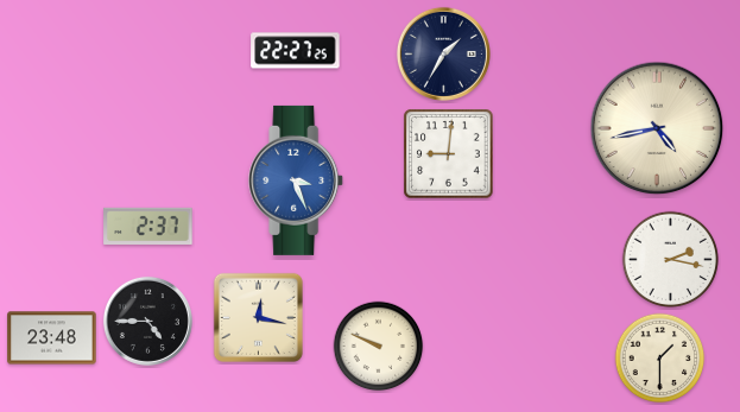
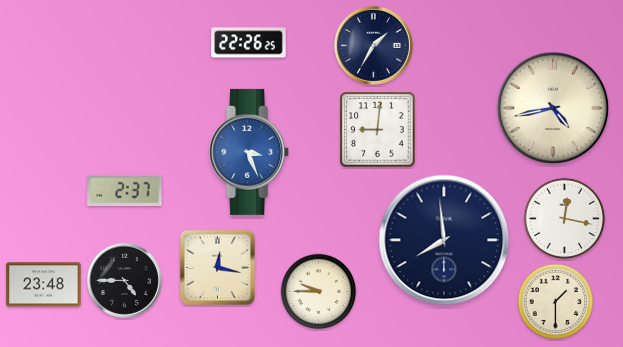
clock at (296, 51): 22:27 -> 22:26
clock at (671, 260): 2:17 -> 12:17
clock at (444, 240): none -> 7:59
clock at (147, 321) position: (147, 321) -> (124, 280)
clock at (379, 347): 9:49 -> 9:45
